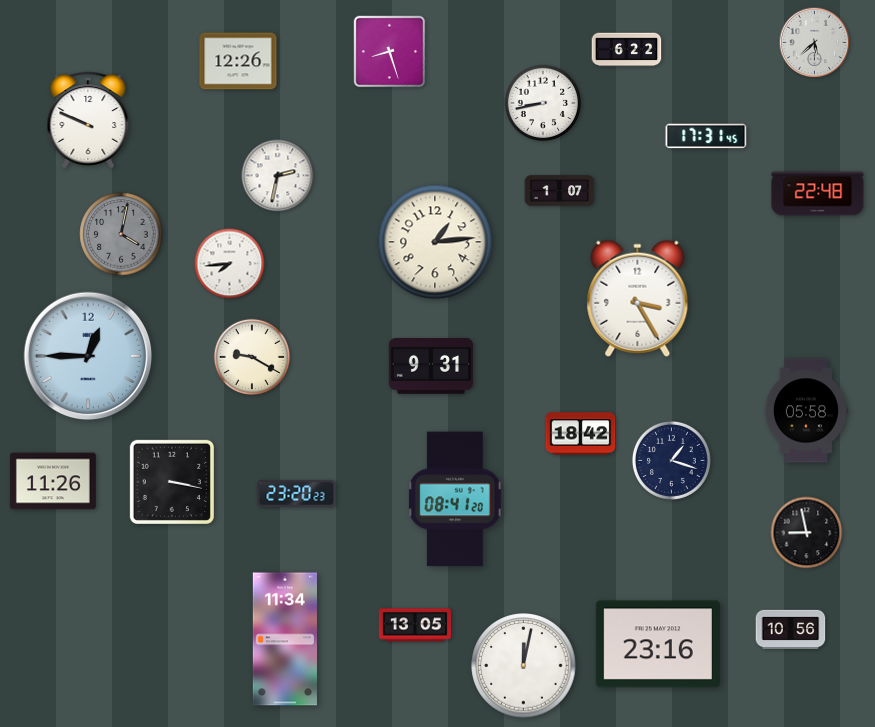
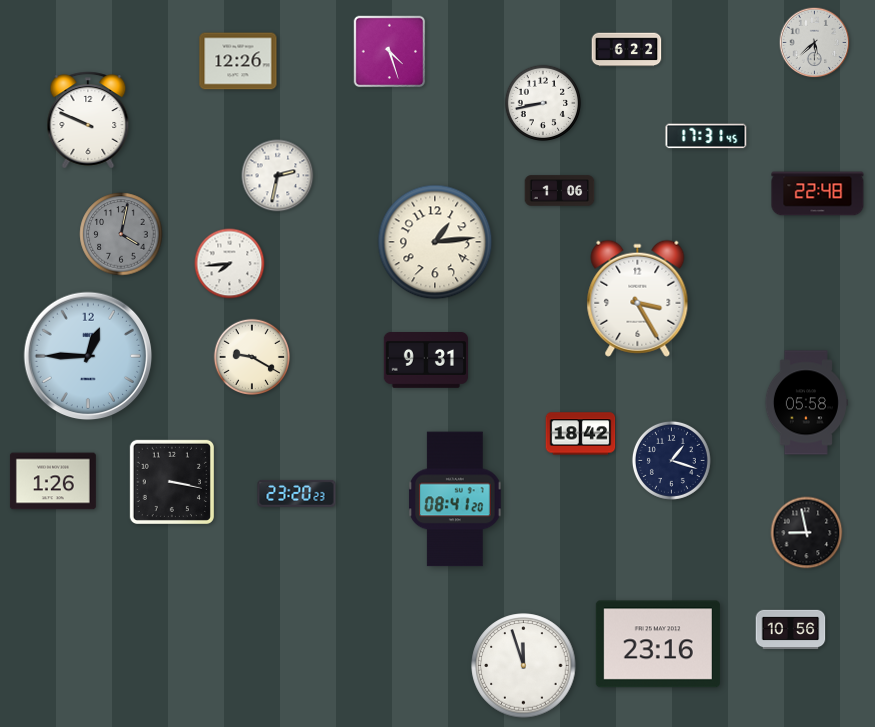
clock at (390, 52): 8:27 -> 4:27
clock at (560, 191): 1:07 -> 1:06
clock at (430, 367) position: (430, 367) -> (425, 361)
clock at (806, 411) position: (806, 411) -> (806, 403)
clock at (53, 481): 11:26 -> 1:26
clock at (415, 625): 13:05 -> none
clock at (285, 639): 11:34 -> none
clock at (524, 666): 12:02 -> 11:57
